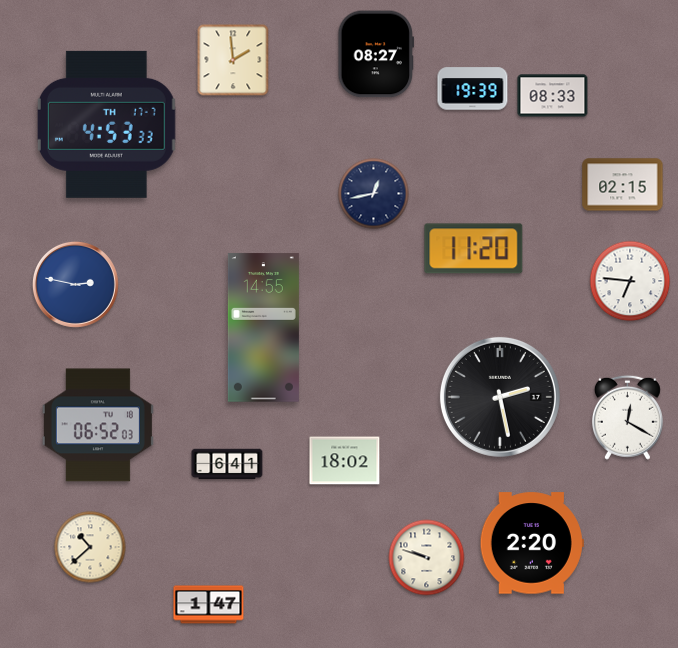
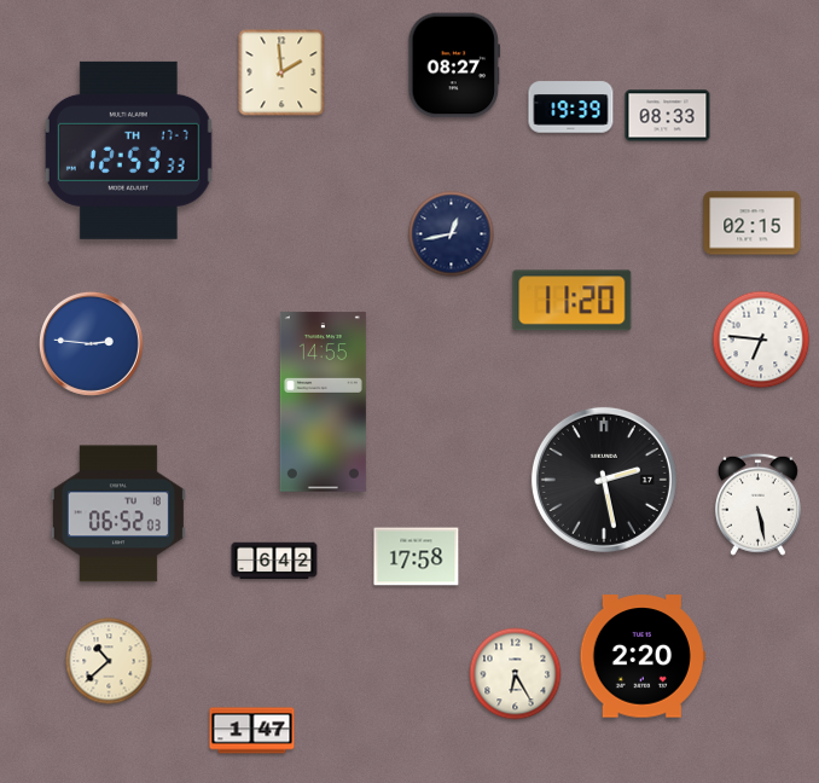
clock at (106, 124): 4:53 -> 12:53
clock at (75, 284): 2:47 -> 2:46
clock at (263, 328) position: (263, 328) -> (323, 402)
clock at (627, 417): 12:20 -> 5:28
clock at (345, 461): 18:02 -> 17:58
clock at (227, 464): 6:41 -> 6:42
clock at (427, 558): 9:48 -> 6:25
